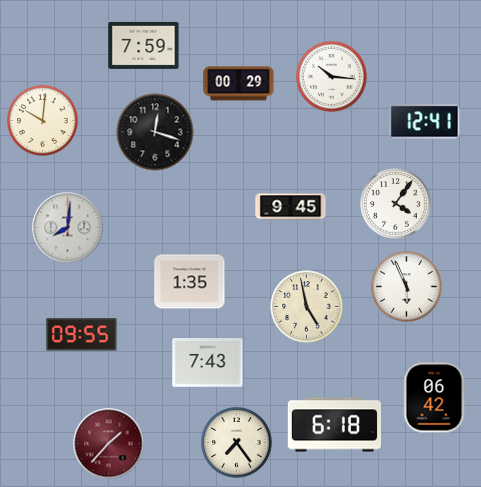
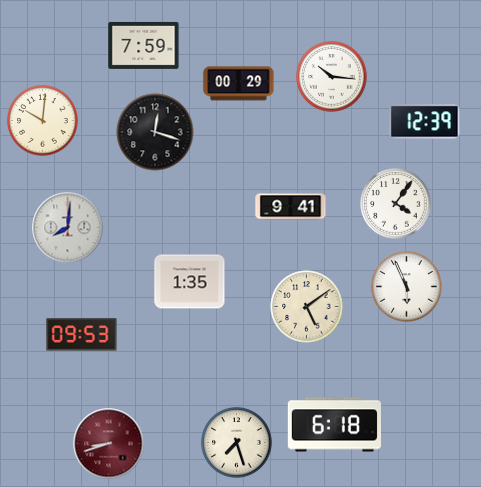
clock at (425, 122): 12:41 -> 12:39
clock at (291, 207): 9:45 -> 9:41
clock at (307, 307): 4:58 -> 5:09
clock at (82, 335): 09:55 -> 09:53
clock at (208, 363): 7:43 -> none
clock at (434, 398): 06:42 -> none
clock at (237, 443): 7:24 -> 7:27
clock at (109, 444): 1:37 -> 8:42
